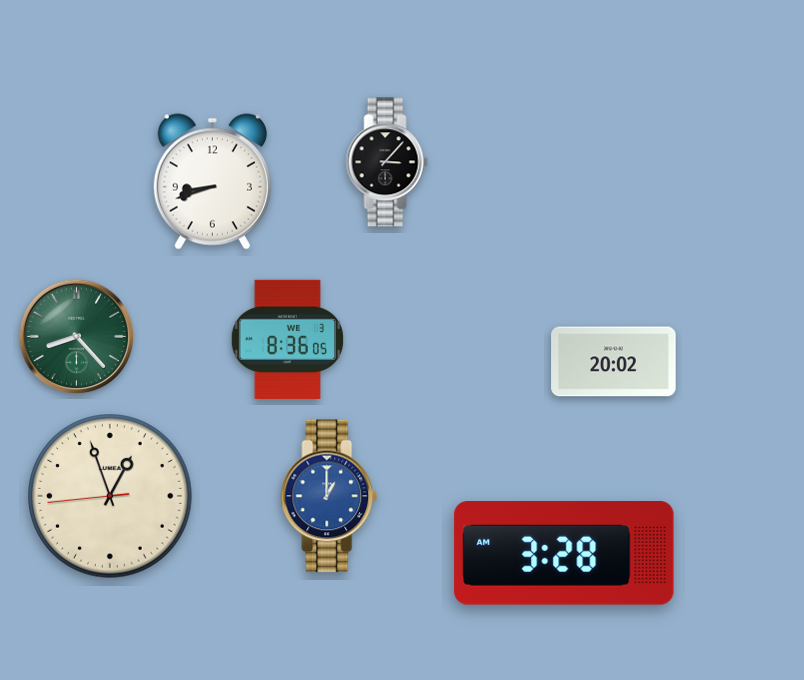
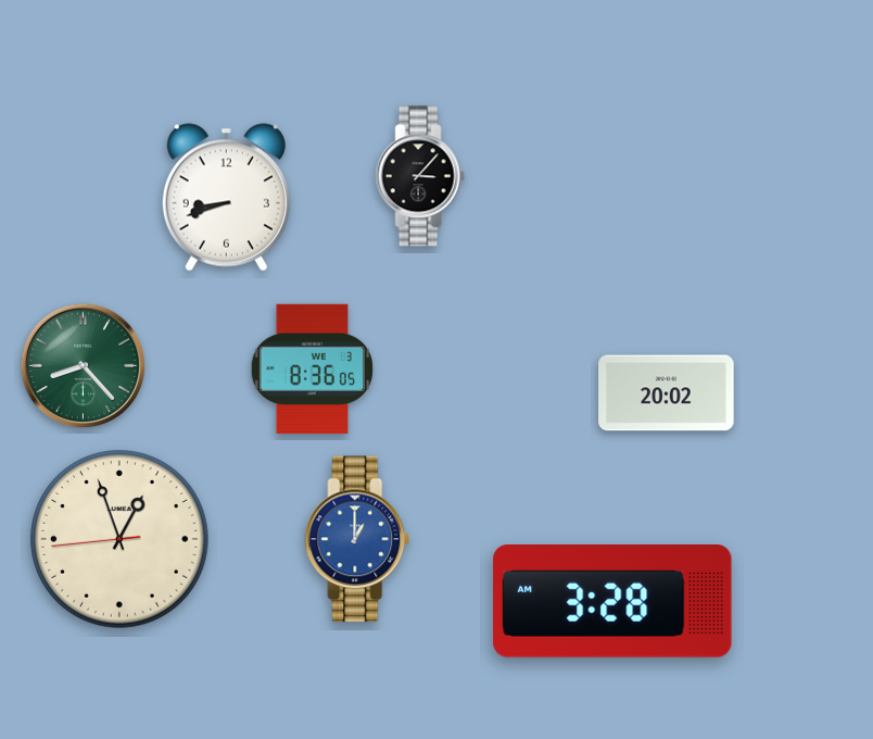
clock at (212, 182) position: (212, 182) -> (226, 198)
